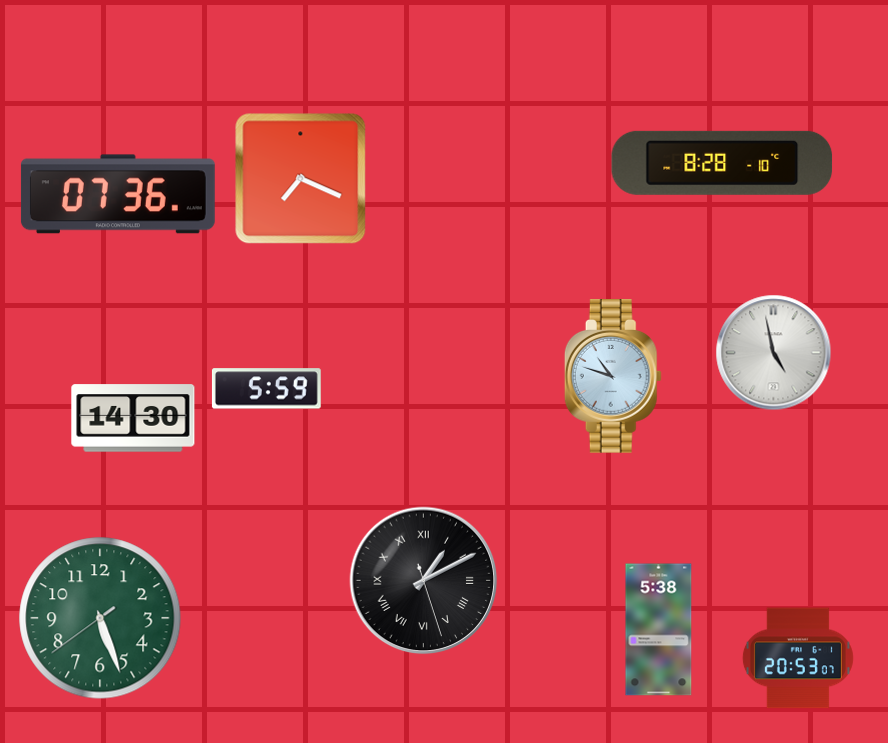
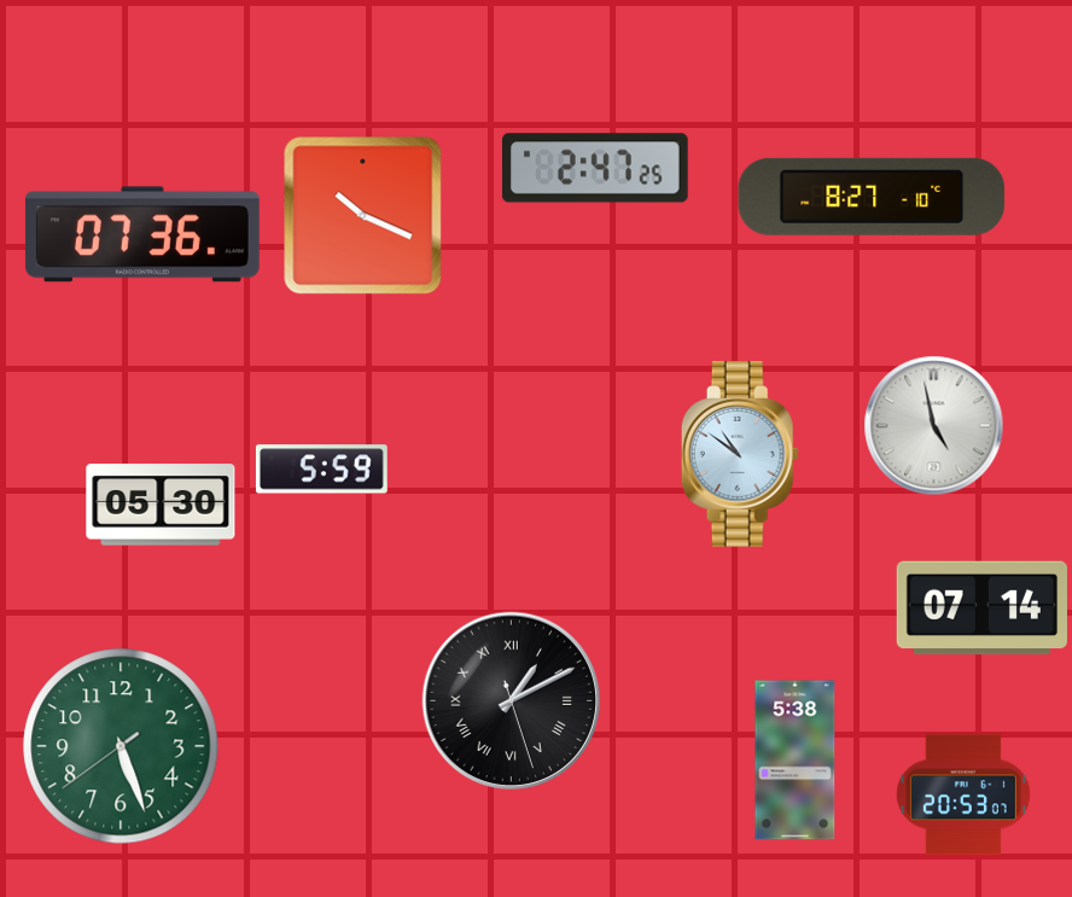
clock at (596, 168): none -> 2:47
clock at (722, 163): 8:28 -> 8:27
clock at (301, 179): 7:19 -> 10:19
clock at (613, 377): 10:48 -> 10:51
clock at (133, 418): 14:30 -> 05:30
clock at (981, 608): none -> 07:14
